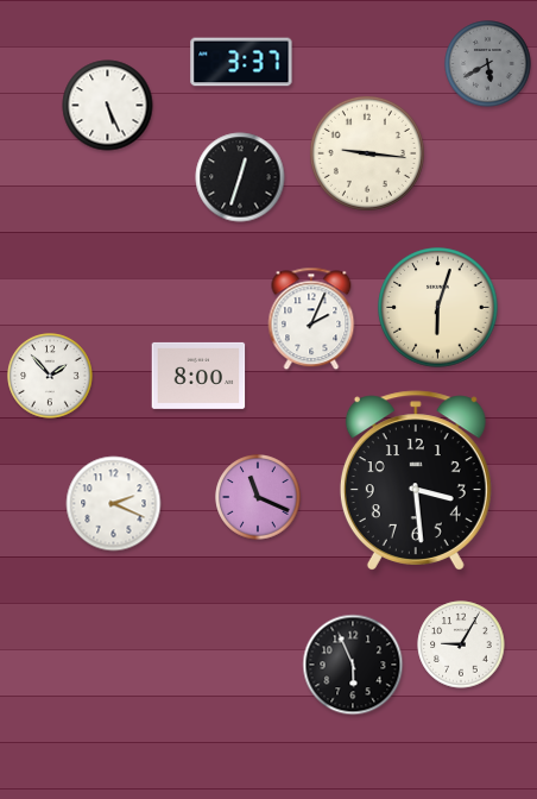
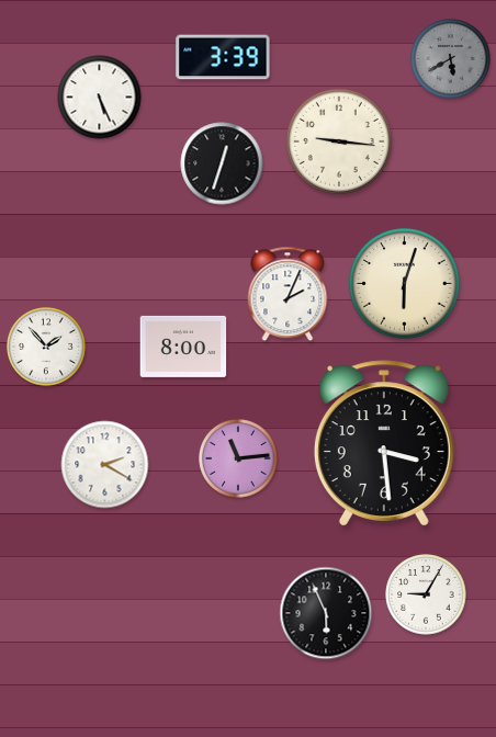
clock at (241, 62): 3:37 -> 3:39
clock at (258, 497): 11:19 -> 11:14
clock at (114, 504): 2:19 -> 2:20
